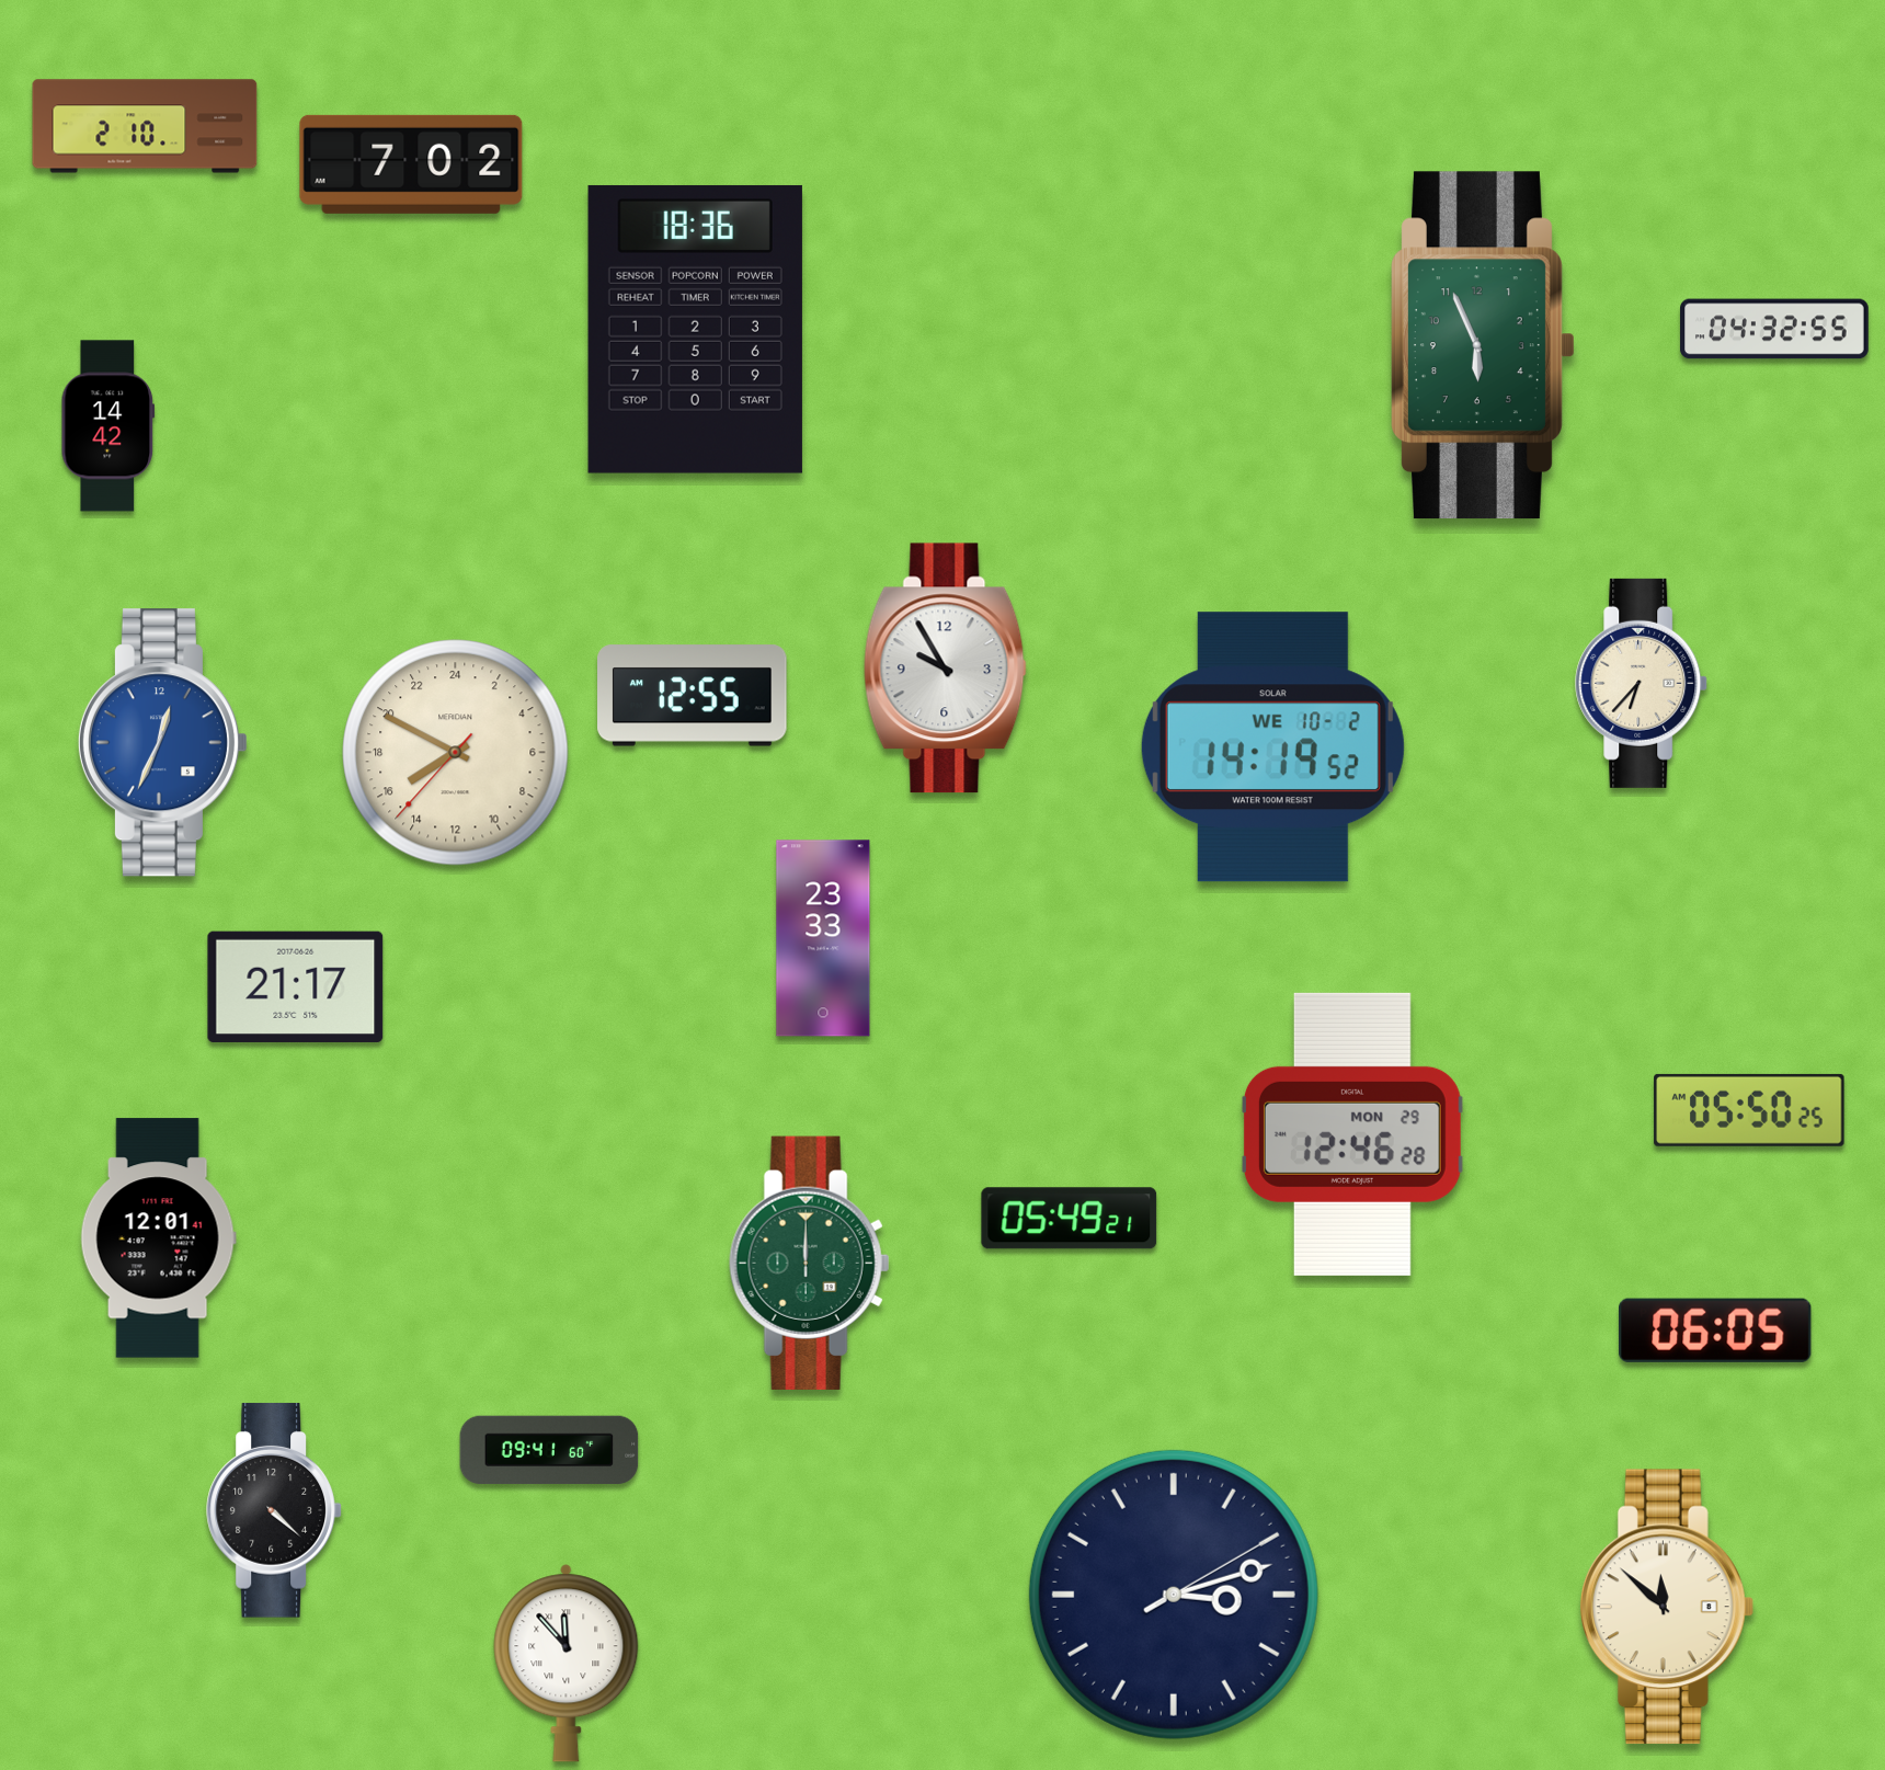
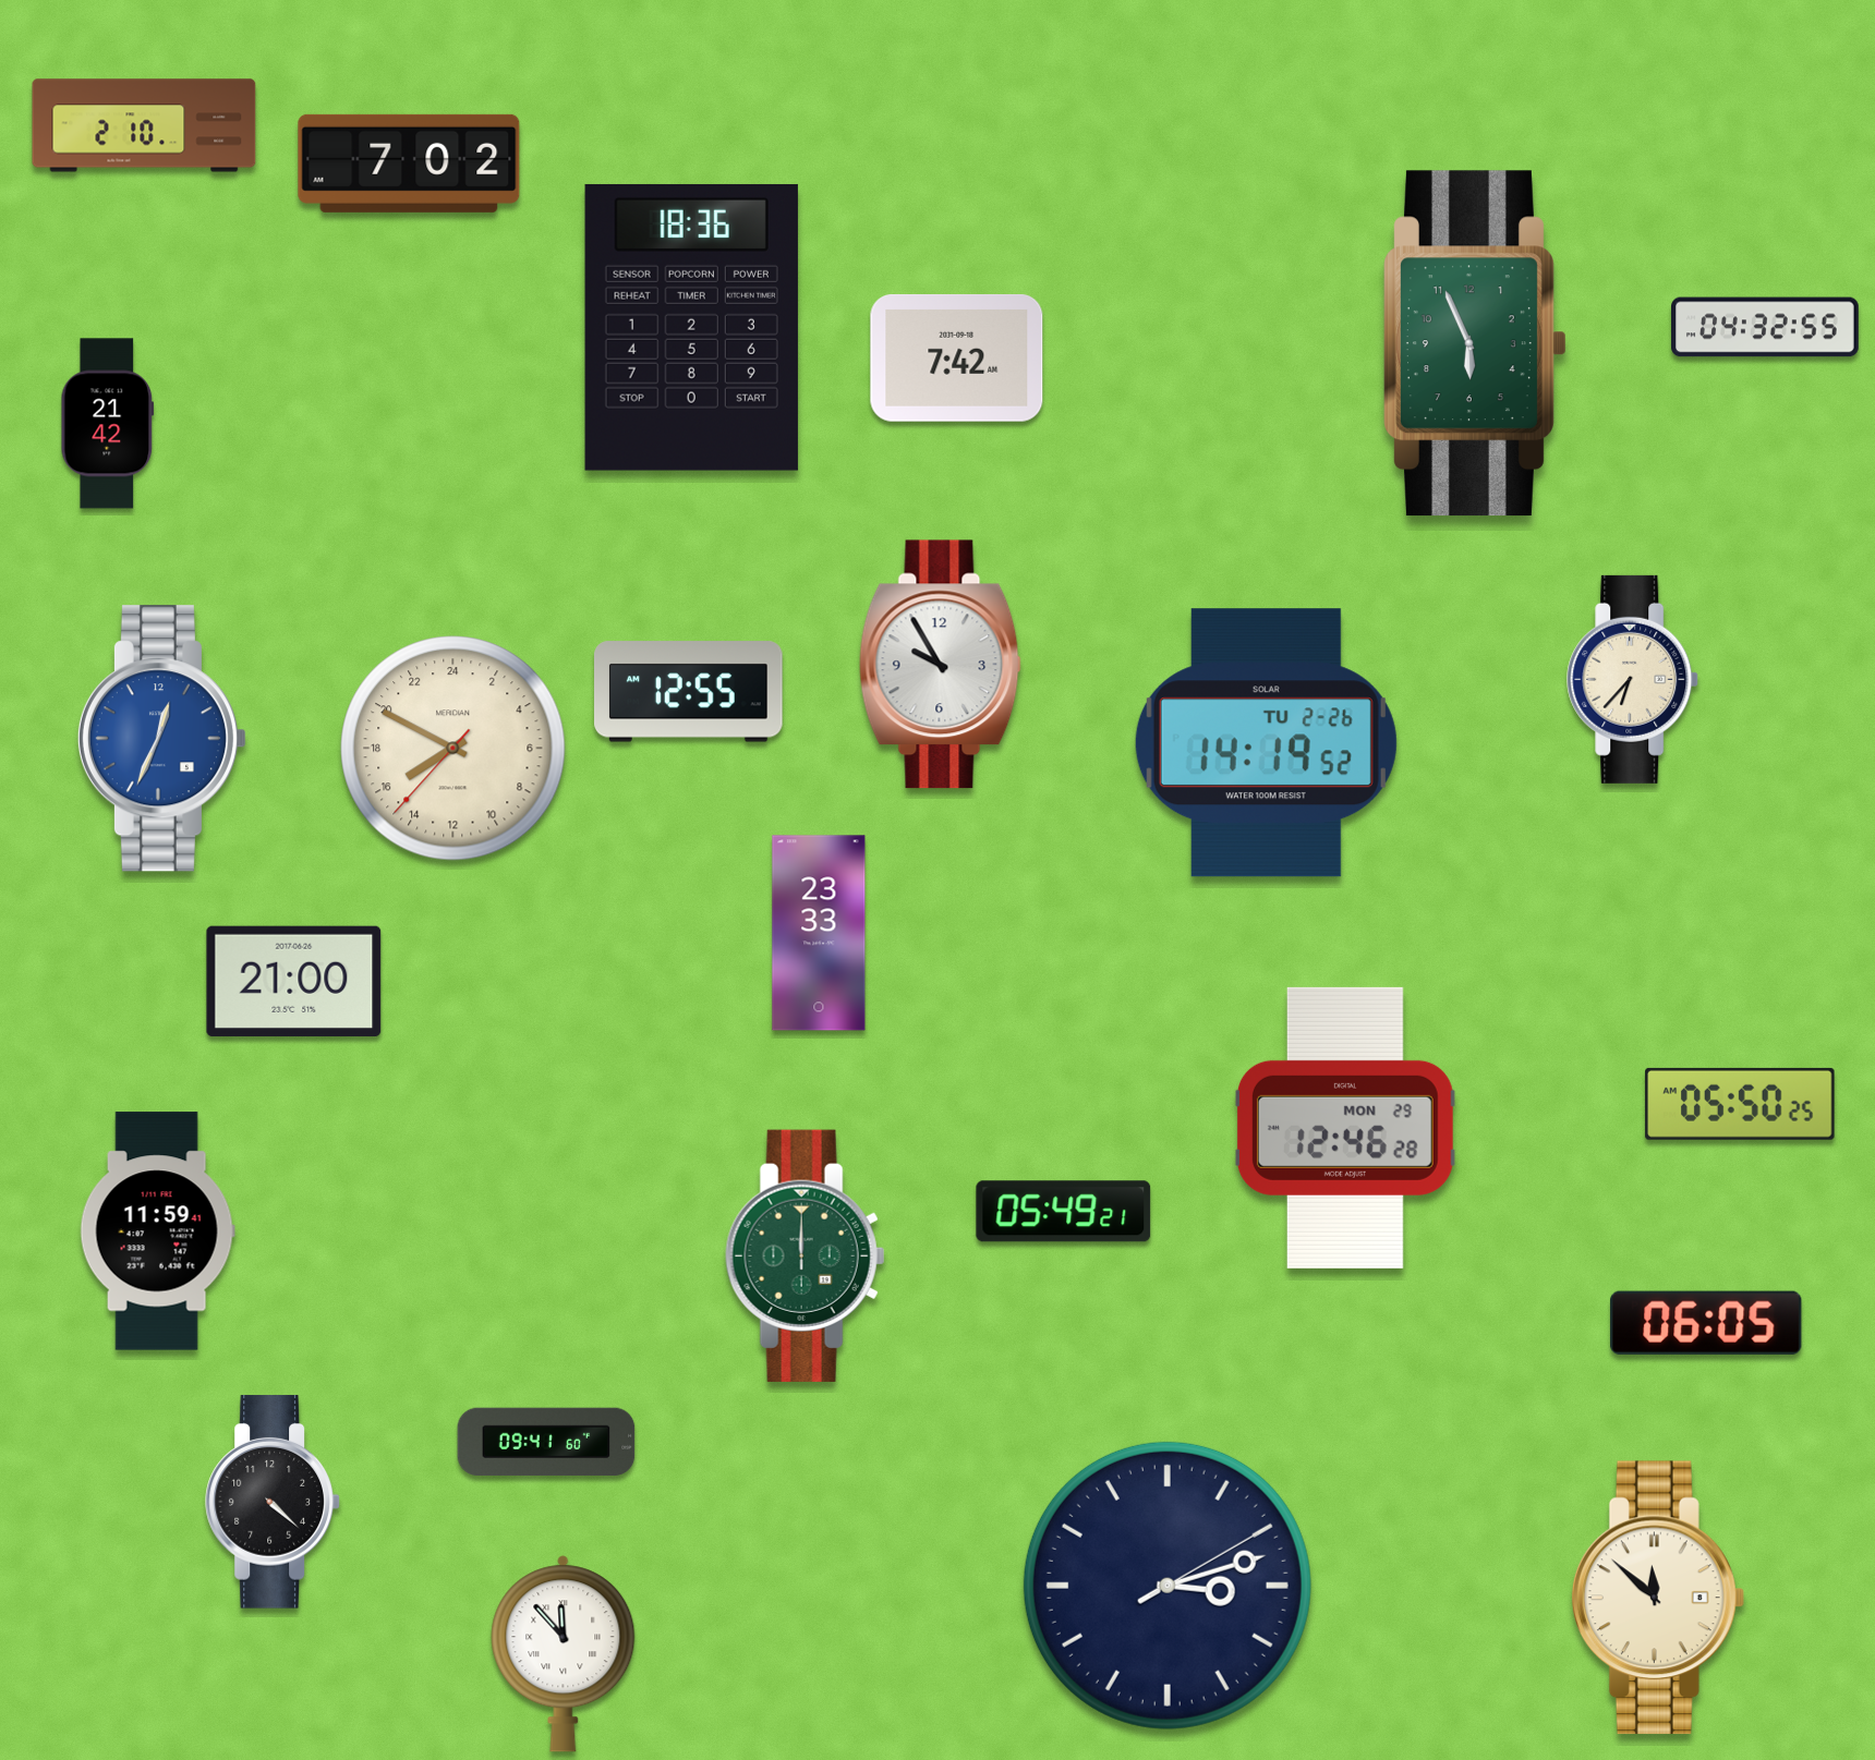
clock at (957, 357): none -> 7:42
clock at (108, 426): 14:42 -> 21:42
clock at (1272, 747) date: WE 10-2 -> TU 2-26
clock at (296, 986): 21:17 -> 21:00
clock at (158, 1238): 12:01 -> 11:59
